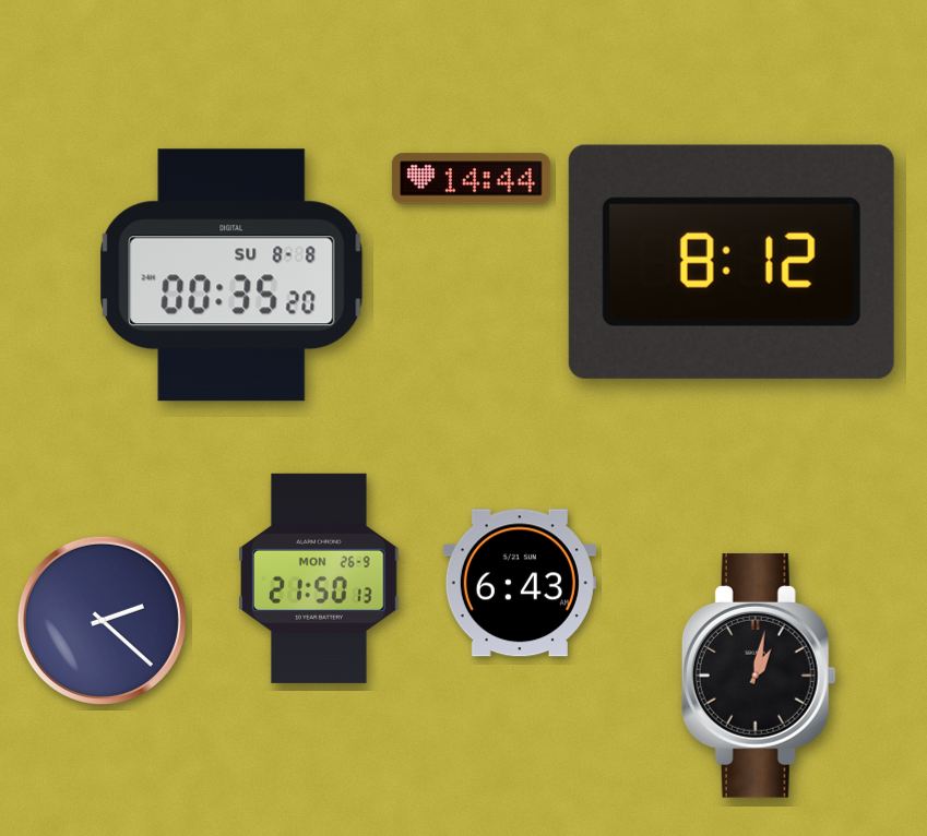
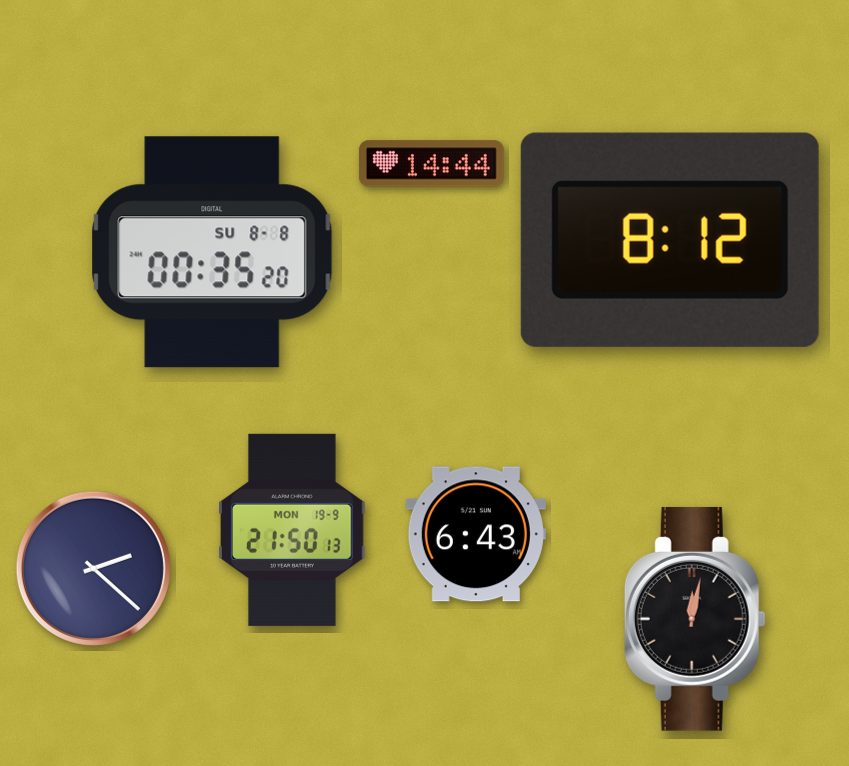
clock at (320, 578) date: MON 26-9 -> MON 19-9
clock at (759, 676): 1:02 -> 12:02
